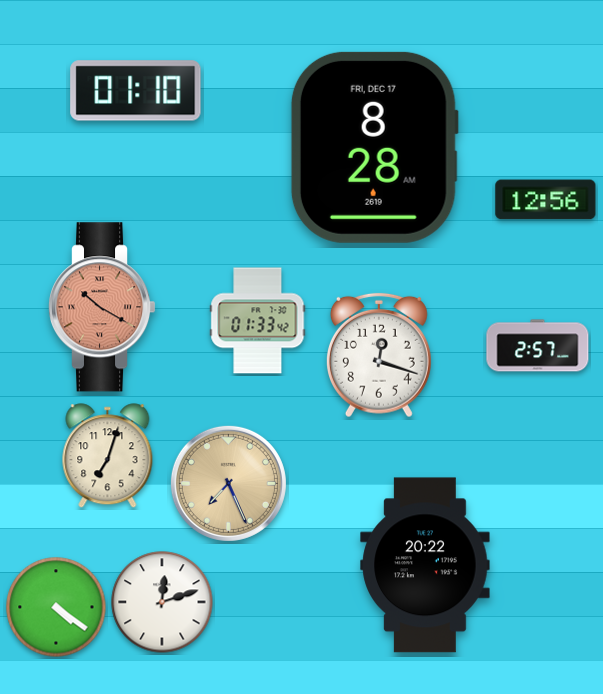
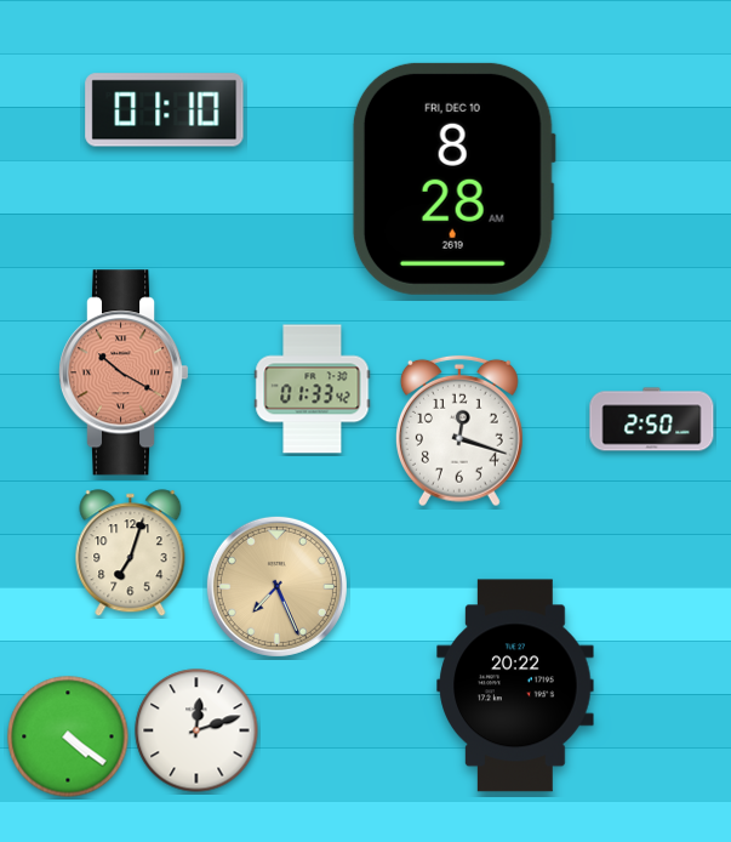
clock at (374, 147) date: FRI, DEC 17 -> FRI, DEC 10
clock at (546, 200): 12:56 -> none
clock at (538, 346): 2:57 -> 2:50
